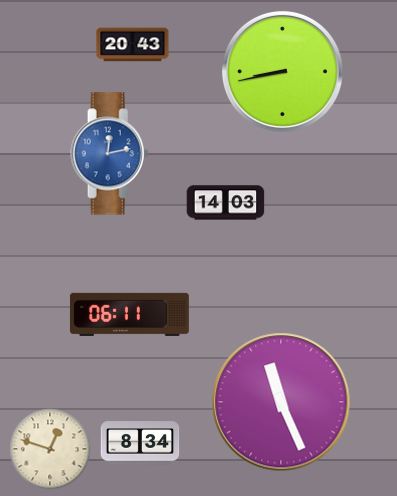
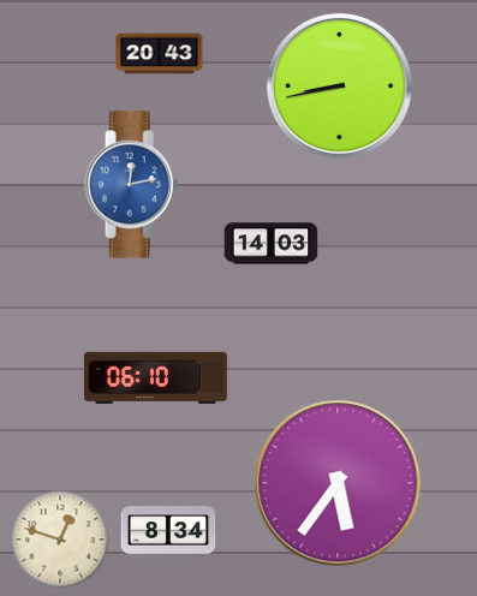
clock at (129, 314): 06:11 -> 06:10
clock at (281, 402): 11:26 -> 5:36
